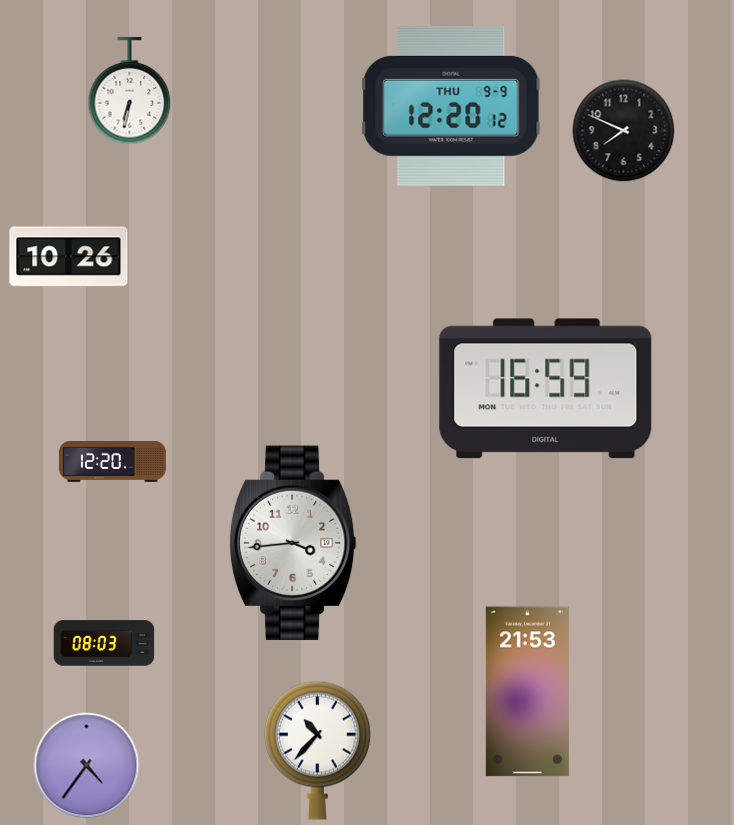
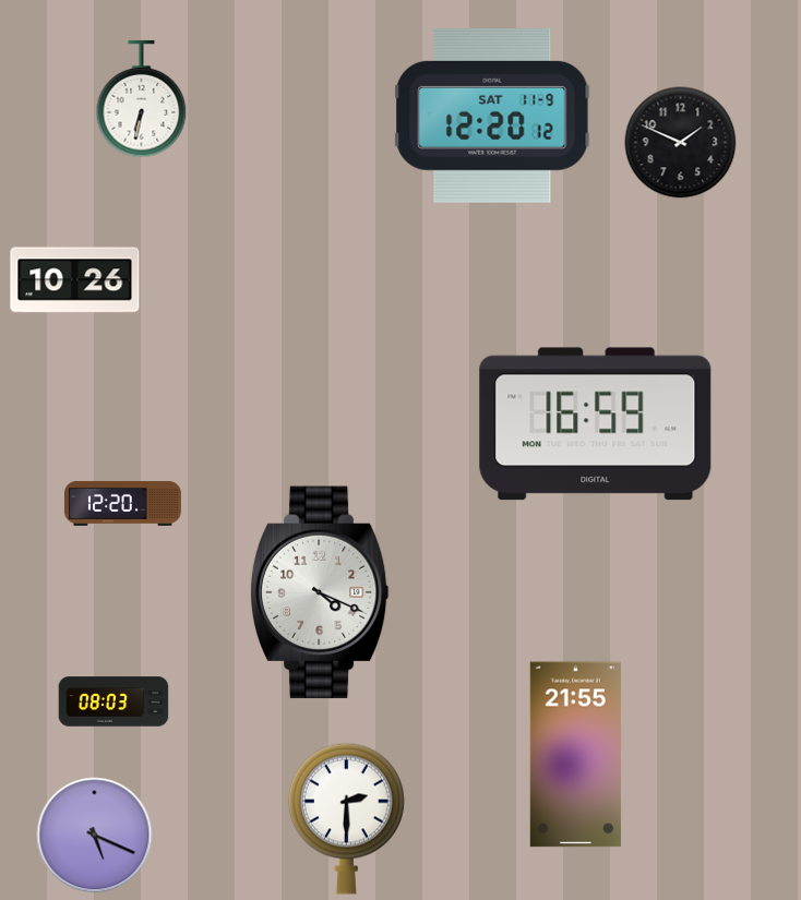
clock at (451, 106) date: THU 9-9 -> SAT 11-9
clock at (624, 131): 7:49 -> 1:49
clock at (293, 543): 3:44 -> 4:19
clock at (527, 692): 21:53 -> 21:55
clock at (317, 750): 10:37 -> 2:30
clock at (87, 766): 4:36 -> 5:19
